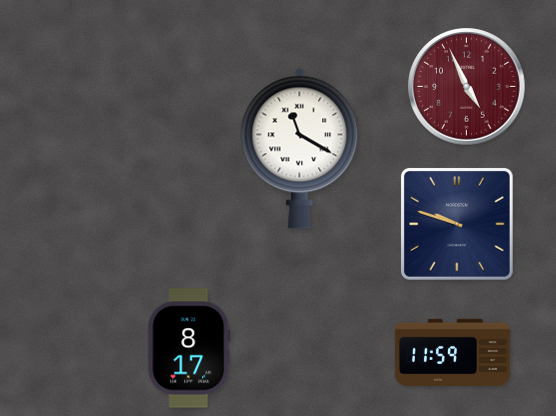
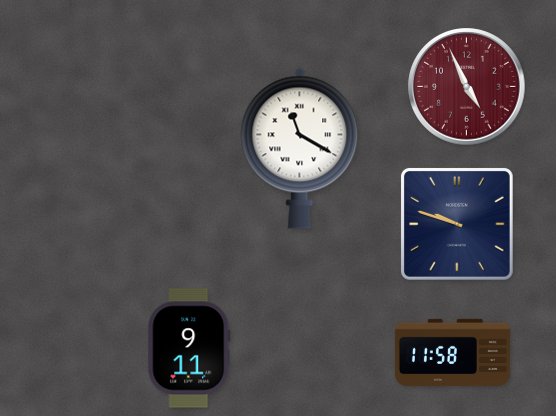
clock at (189, 348): 8:17 -> 9:11
clock at (452, 352): 11:59 -> 11:58
